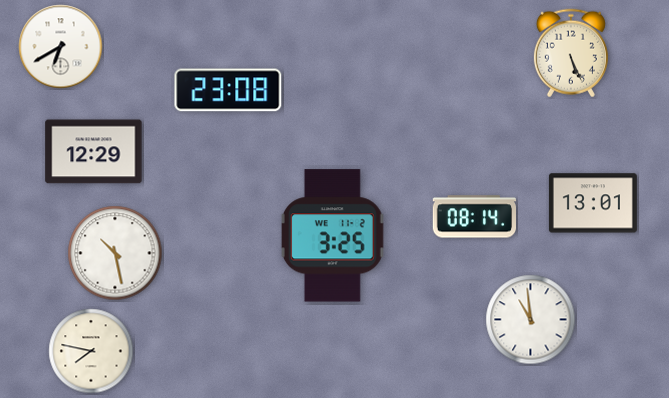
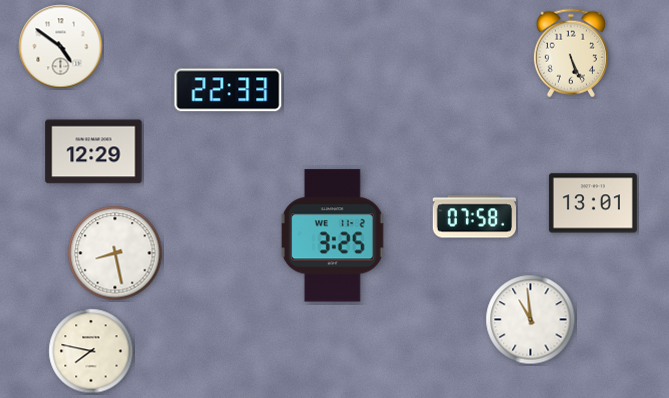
clock at (61, 47): 6:40 -> 4:51
clock at (228, 90): 23:08 -> 22:33
clock at (474, 217): 08:14 -> 07:58
clock at (115, 253): 10:28 -> 8:28
